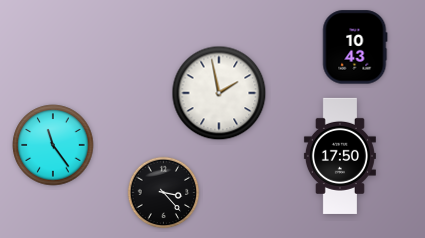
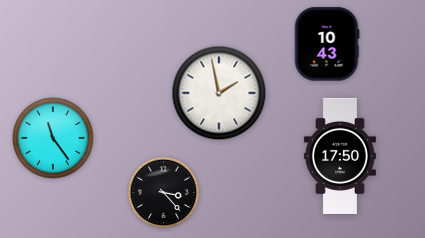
clock at (355, 47) position: (355, 47) -> (327, 44)
clock at (53, 145) position: (53, 145) -> (53, 138)
